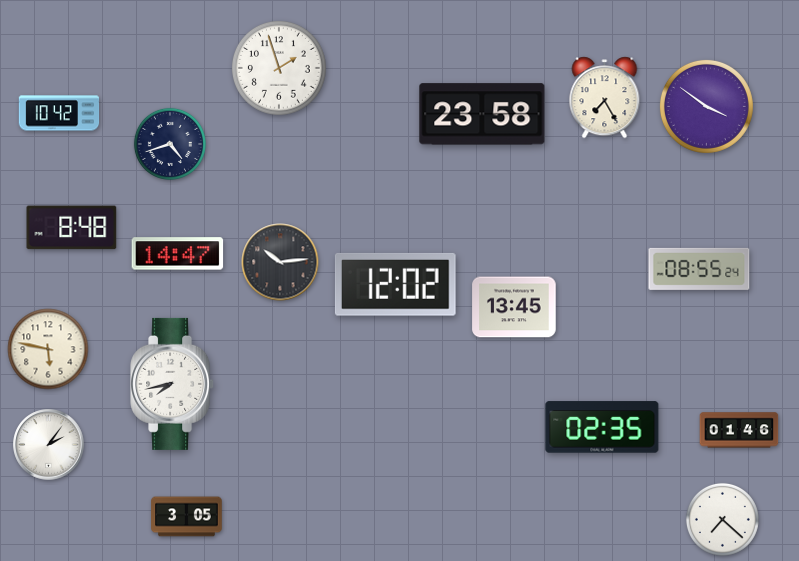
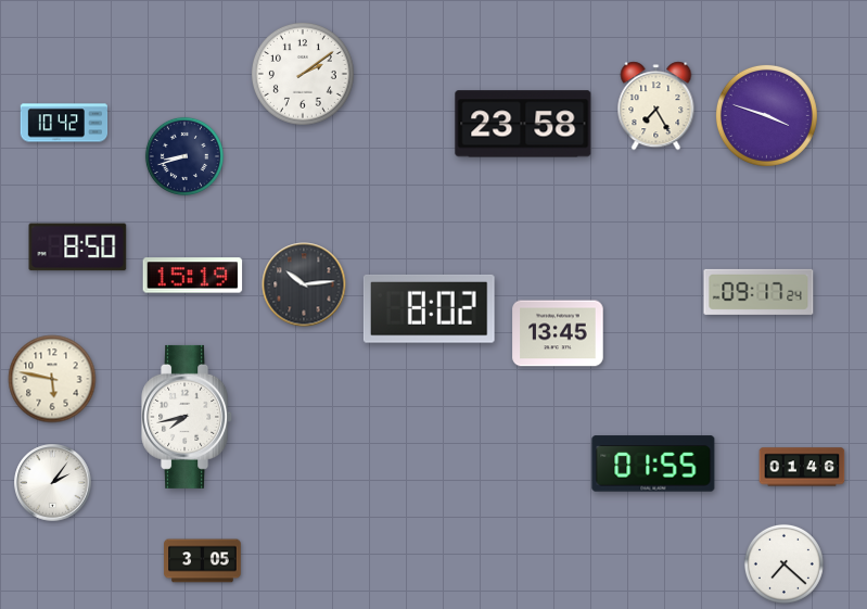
clock at (279, 68): 1:57 -> 2:09
clock at (706, 106): 3:51 -> 3:48
clock at (170, 144): 4:42 -> 8:42
clock at (72, 228): 8:48 -> 8:50
clock at (178, 254): 14:47 -> 15:19
clock at (699, 269): 08:55 -> 09:17
clock at (395, 284): 12:02 -> 8:02
clock at (602, 427): 02:35 -> 01:55
